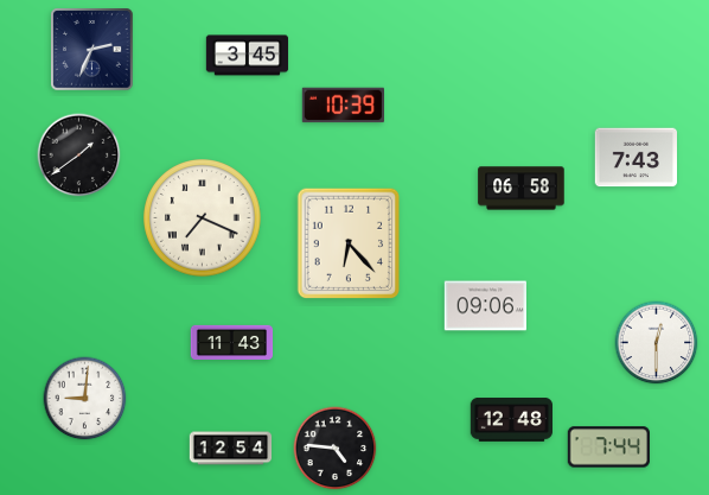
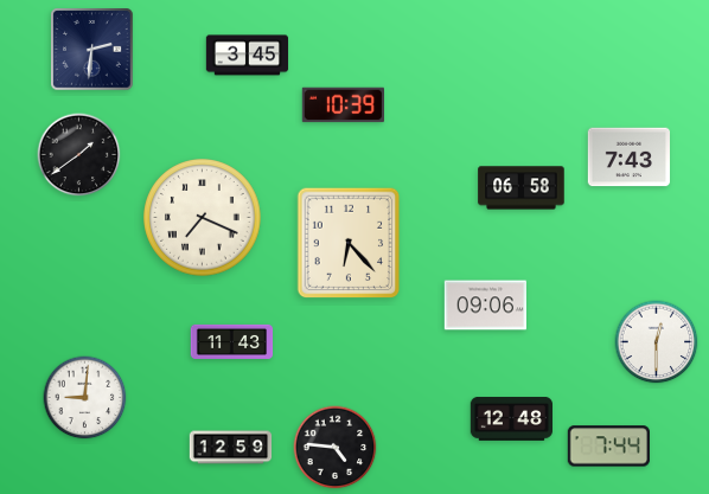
clock at (92, 50): 2:34 -> 2:31
clock at (635, 158) position: (635, 158) -> (628, 158)
clock at (231, 449): 12:54 -> 12:59
